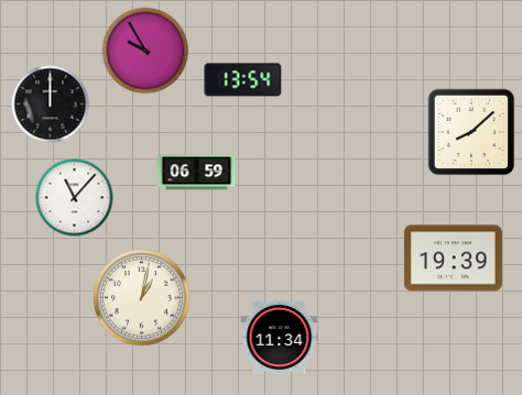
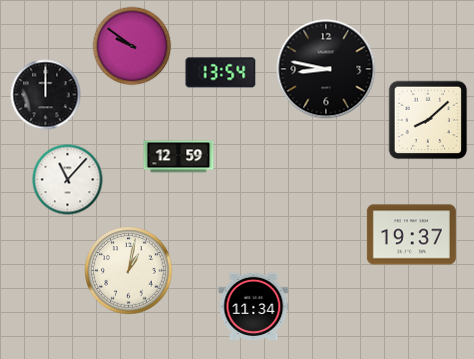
clock at (145, 51): 9:55 -> 9:51
clock at (326, 69): none -> 8:47
clock at (197, 173): 06:59 -> 12:59
clock at (453, 259): 19:39 -> 19:37
